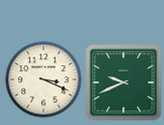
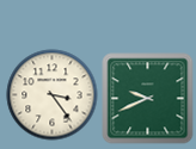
clock at (44, 80): 3:19 -> 3:24
